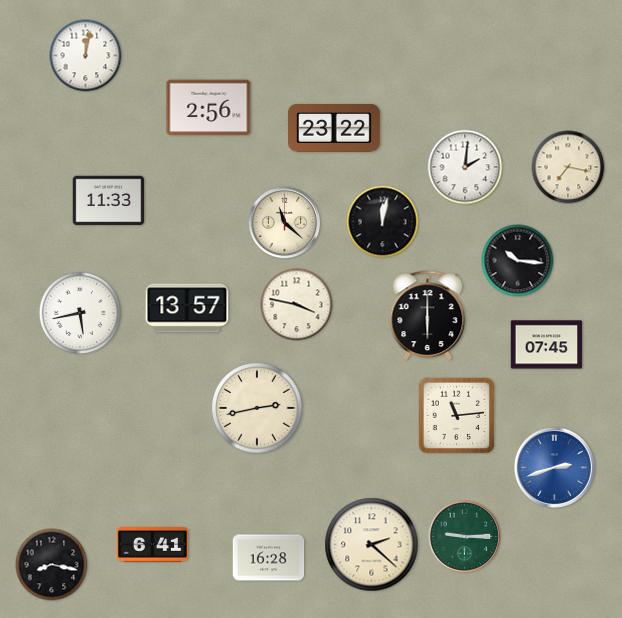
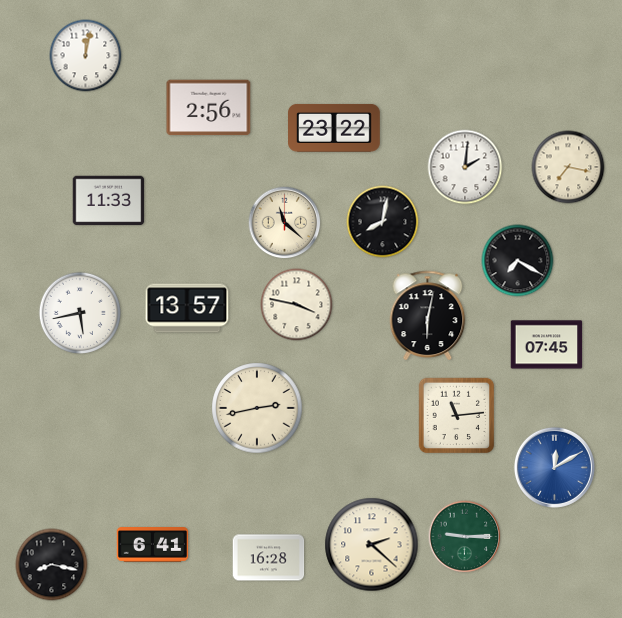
clock at (383, 222): 12:02 -> 8:02
clock at (518, 261): 10:16 -> 7:20
clock at (428, 315): 6:00 -> 6:02
clock at (554, 467): 2:42 -> 12:10
